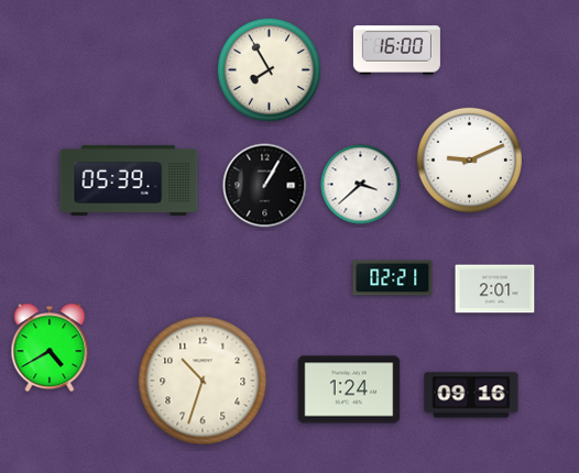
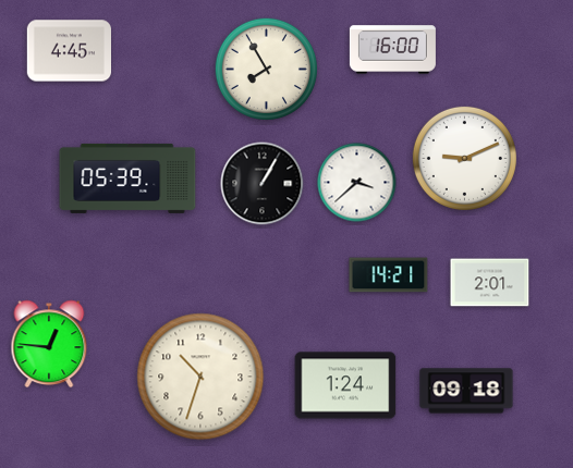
clock at (69, 51): none -> 4:45
clock at (393, 278): 02:21 -> 14:21
clock at (495, 289) position: (495, 289) -> (490, 283)
clock at (50, 348): 4:40 -> 12:46
clock at (471, 395): 09:16 -> 09:18
